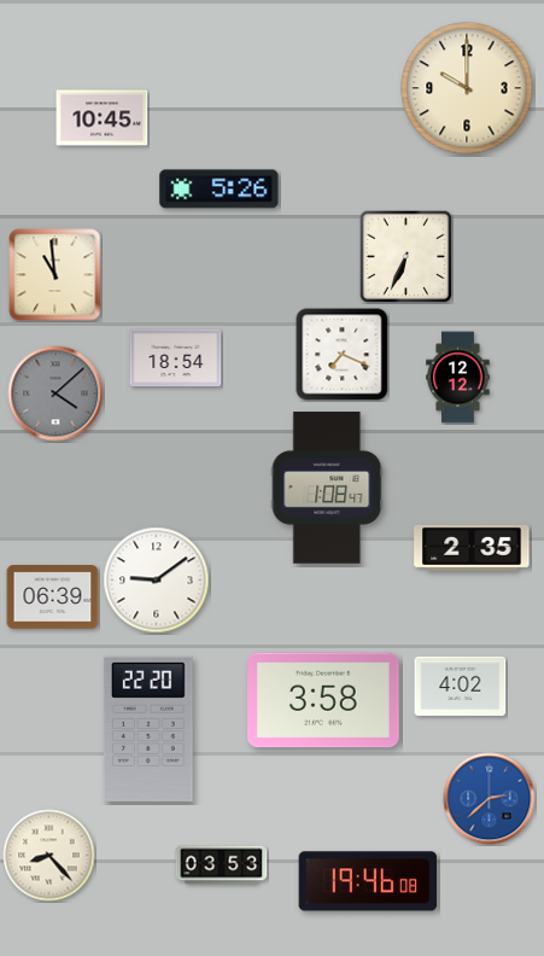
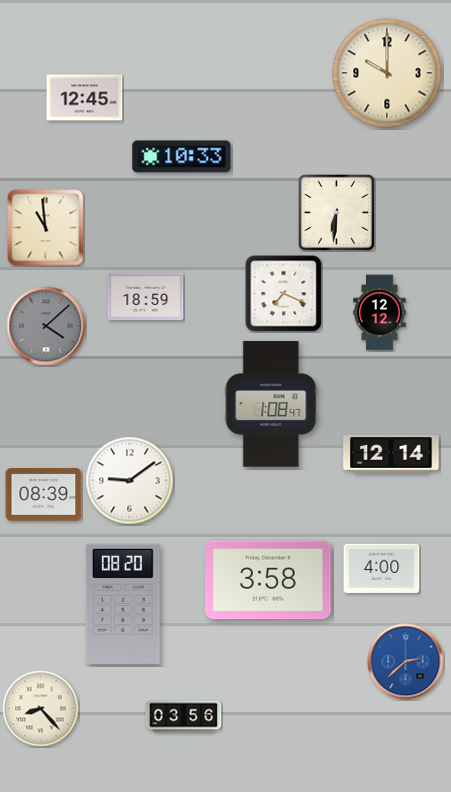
clock at (103, 118): 10:45 -> 12:45
clock at (220, 190): 5:26 -> 10:33
clock at (405, 256): 6:34 -> 6:31
clock at (176, 358): 18:54 -> 18:59
clock at (472, 548): 2:35 -> 12:14
clock at (53, 597): 06:39 -> 08:39
clock at (461, 686): 4:02 -> 4:00
clock at (148, 729): 22:20 -> 08:20
clock at (222, 865): 03:53 -> 03:56
clock at (368, 881): 19:46 -> none
